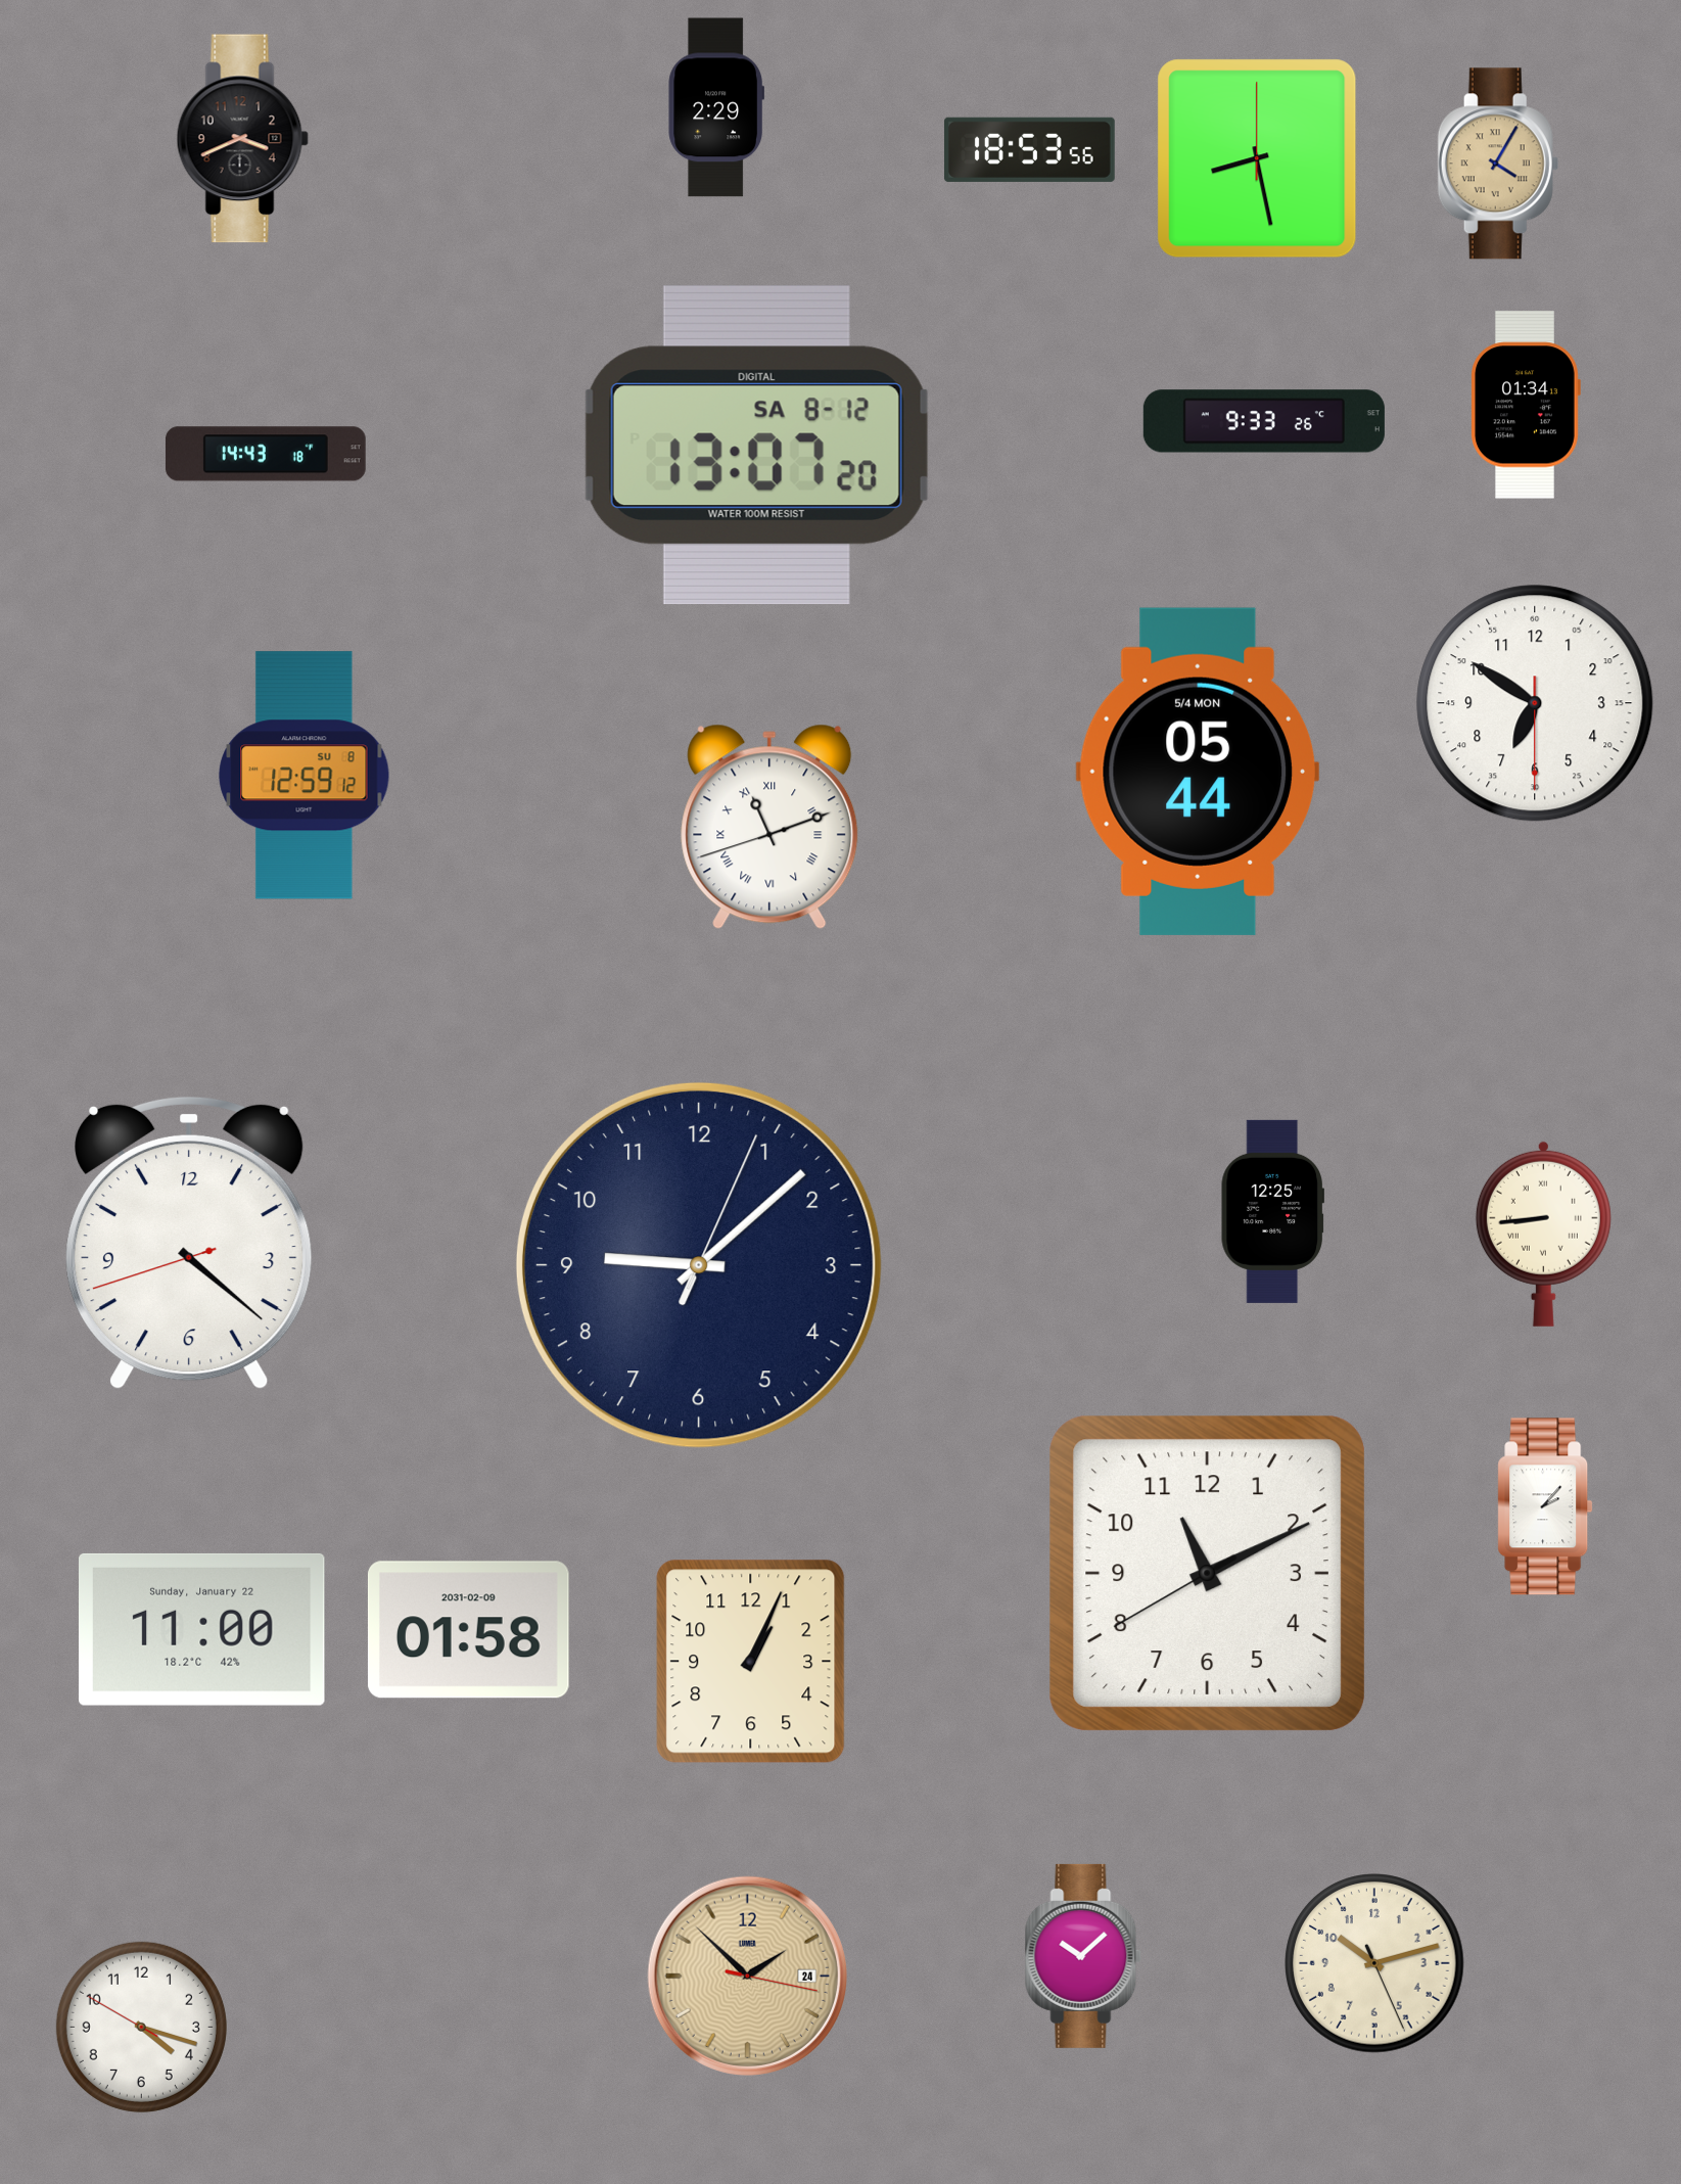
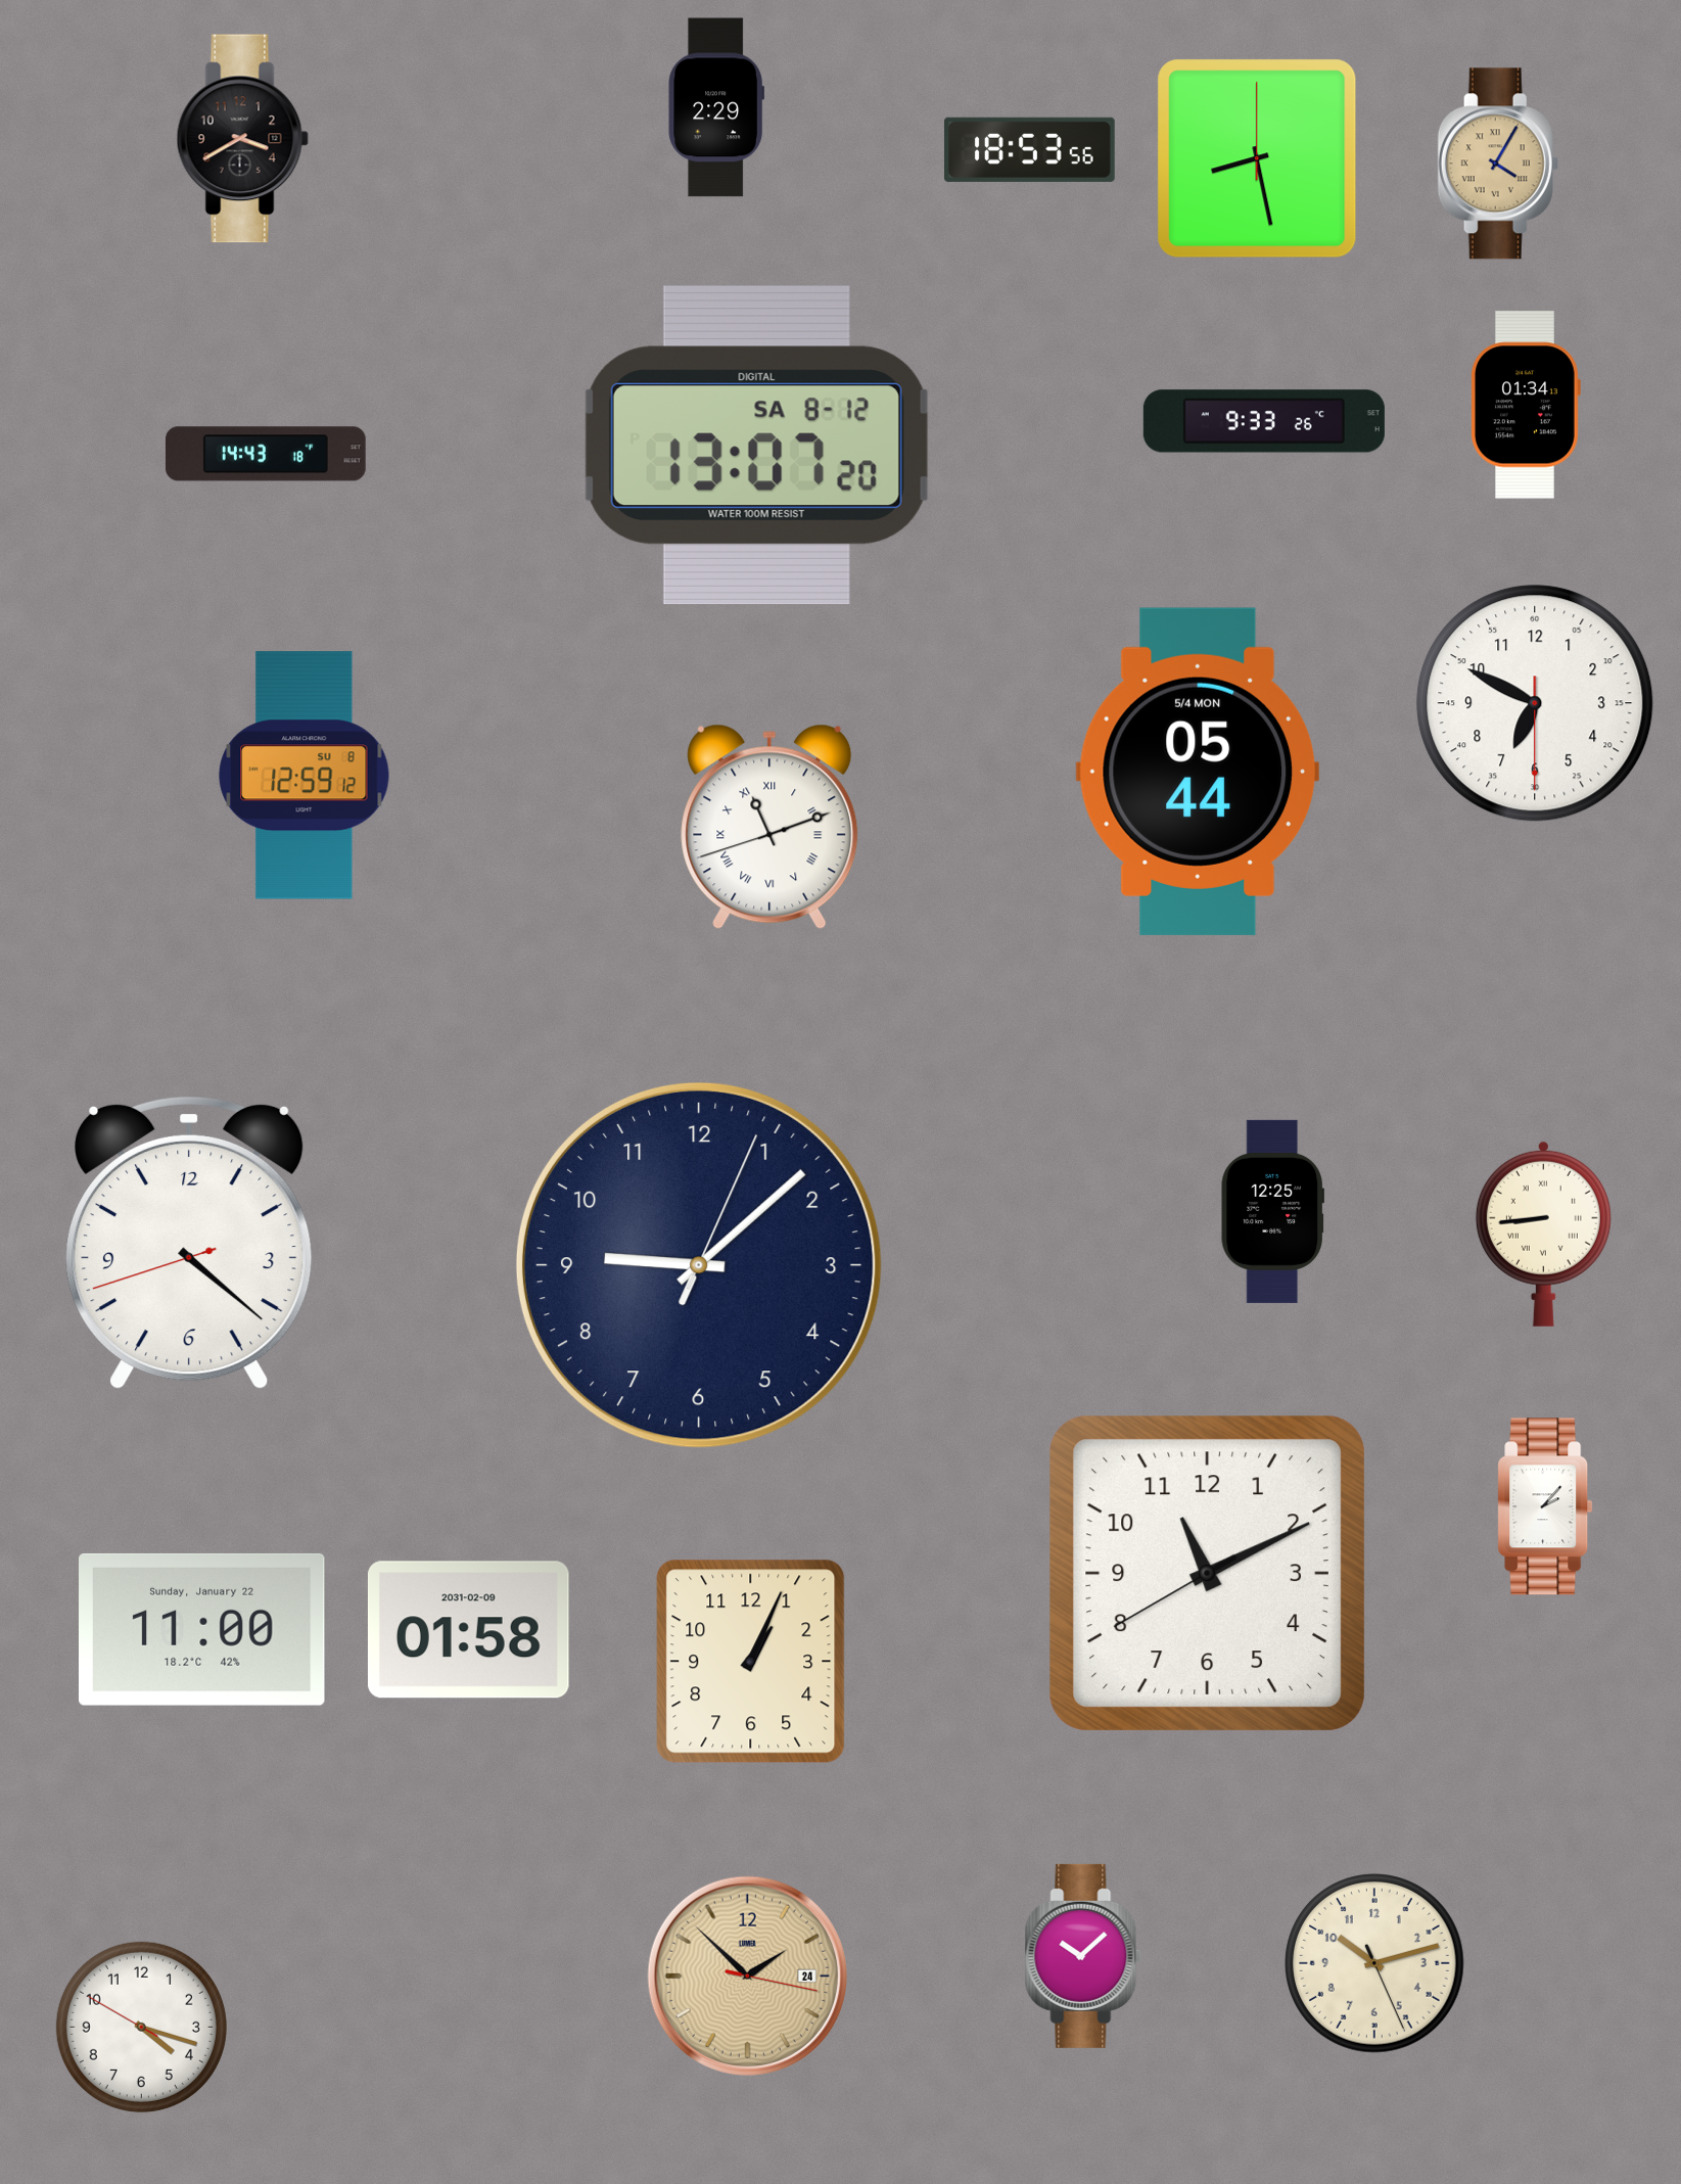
clock at (242, 139): 3:41 -> 3:40
clock at (1535, 703): 6:50 -> 6:49
